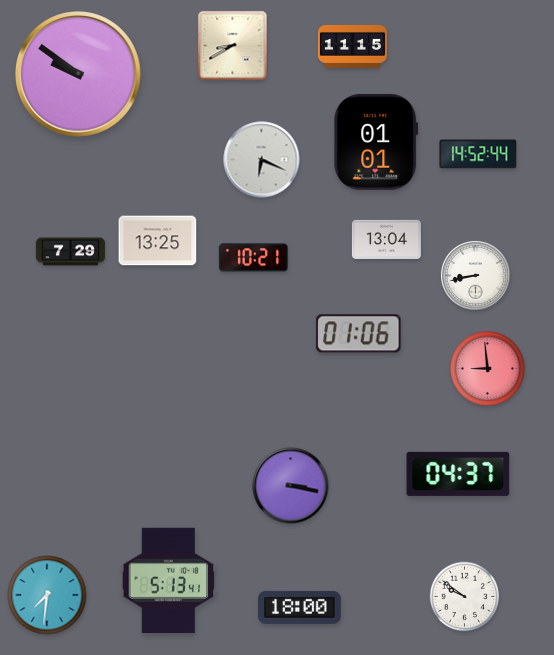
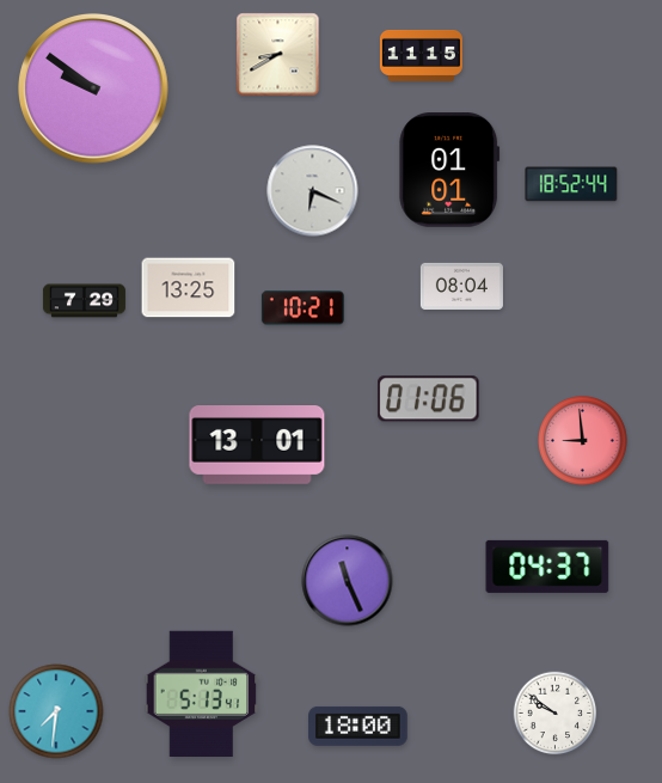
clock at (478, 154): 14:52 -> 18:52
clock at (386, 239): 13:04 -> 08:04
clock at (476, 276): 8:43 -> none
clock at (257, 446): none -> 13:01
clock at (291, 486): 3:17 -> 11:26
